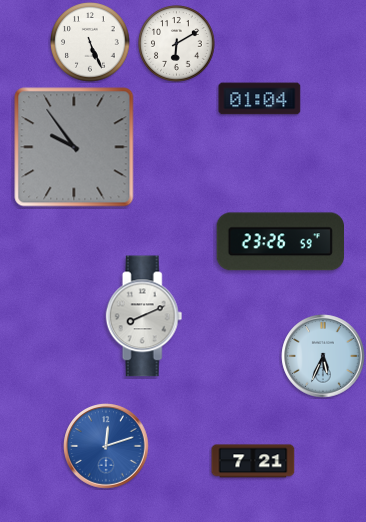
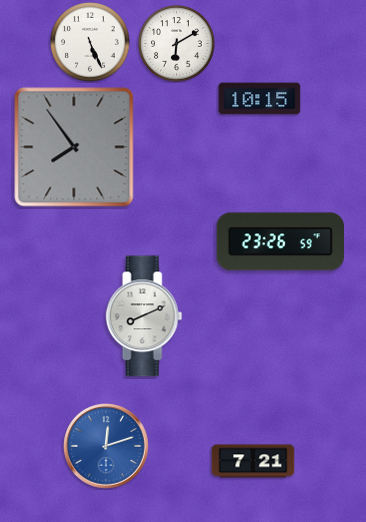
clock at (260, 99): 01:04 -> 10:15
clock at (74, 147): 9:54 -> 7:54
clock at (323, 356): 5:34 -> none
